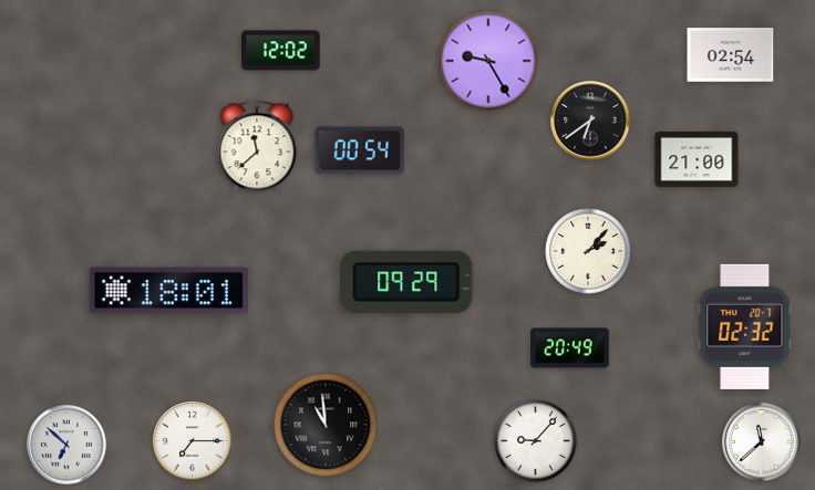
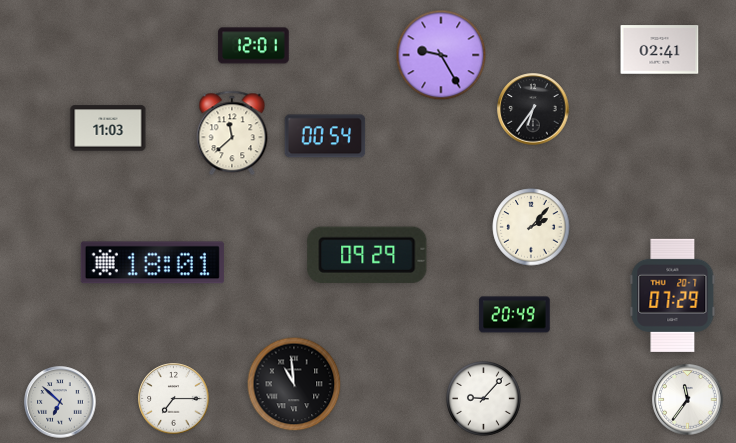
clock at (281, 51): 12:02 -> 12:01
clock at (731, 55): 02:54 -> 02:41
clock at (590, 121): 6:39 -> 6:36
clock at (108, 128): none -> 11:03
clock at (697, 159): 21:00 -> none
clock at (745, 326): 02:32 -> 07:29
clock at (762, 442): 11:38 -> 11:36
